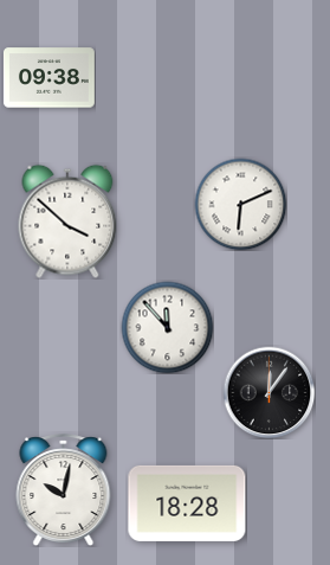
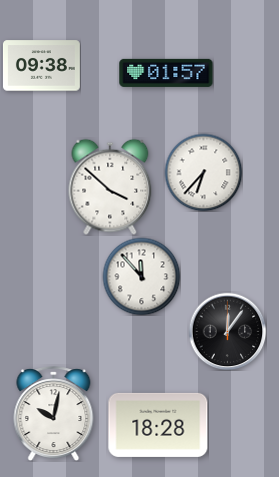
clock at (166, 73): none -> 01:57
clock at (240, 204): 6:11 -> 6:37
clock at (67, 221) position: (67, 221) -> (110, 187)
